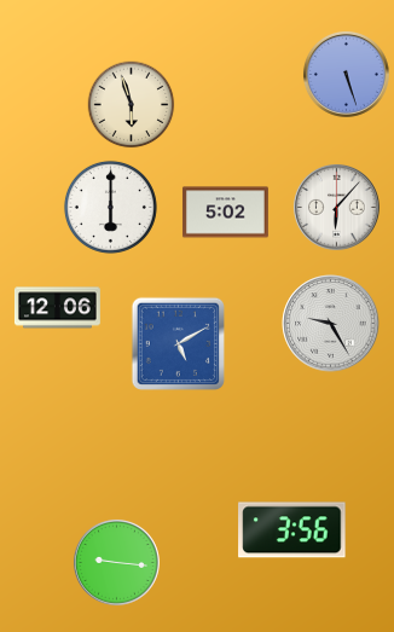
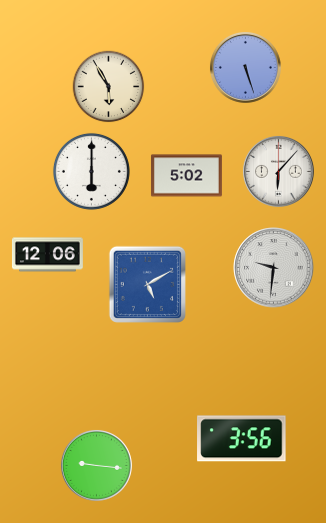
clock at (346, 74) position: (346, 74) -> (245, 67)
clock at (132, 105): 5:57 -> 5:55
clock at (331, 324): 9:25 -> 9:31
